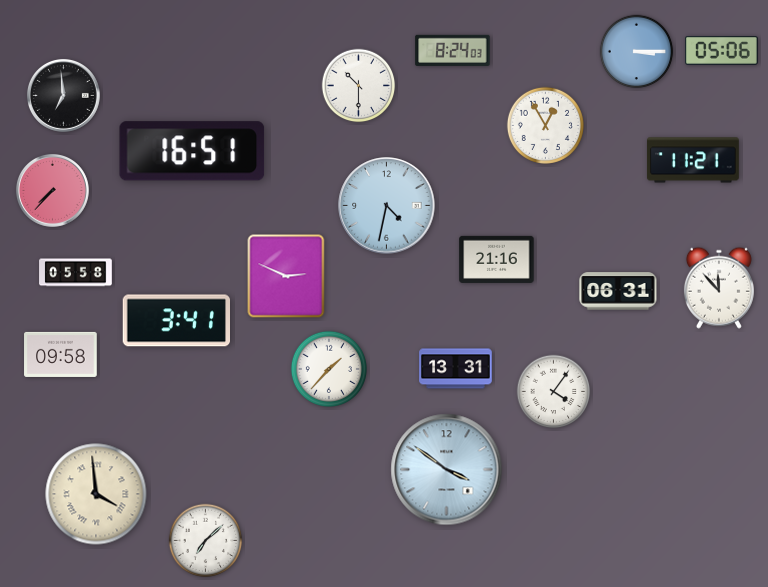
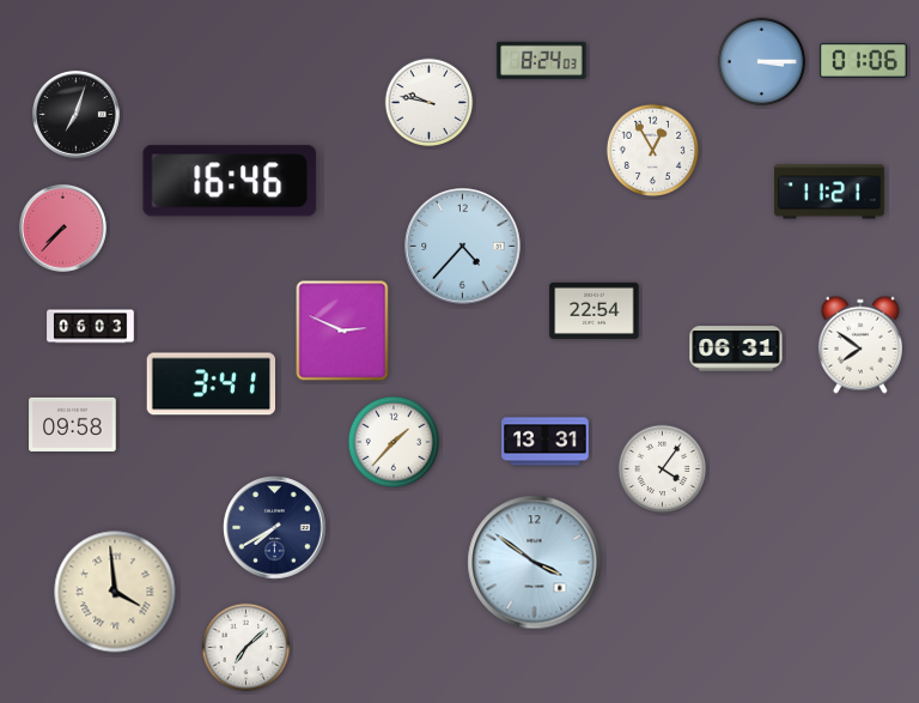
clock at (722, 51): 05:06 -> 01:06
clock at (359, 86): 10:30 -> 9:47
clock at (63, 95): 6:59 -> 7:03
clock at (192, 151): 16:51 -> 16:46
clock at (387, 206): 4:32 -> 4:37
clock at (497, 259): 21:16 -> 22:54
clock at (76, 273): 05:58 -> 06:03
clock at (719, 288): 11:53 -> 7:51
clock at (618, 291) position: (618, 291) -> (736, 349)
clock at (275, 528): none -> 7:40
